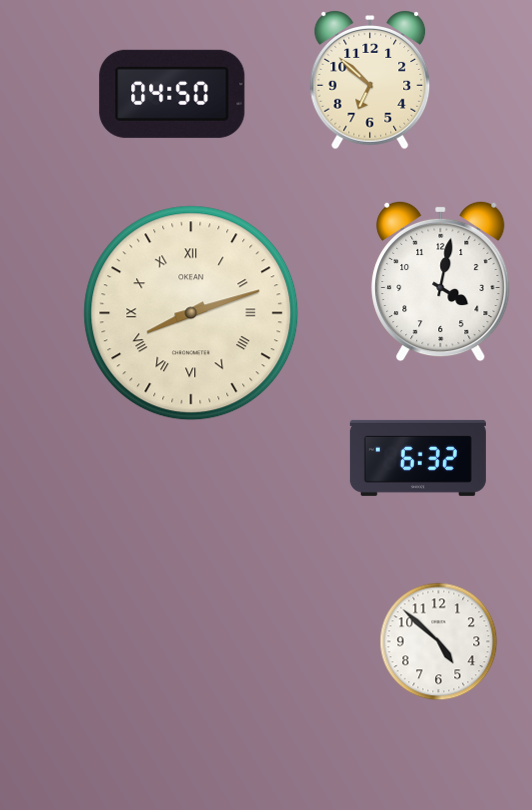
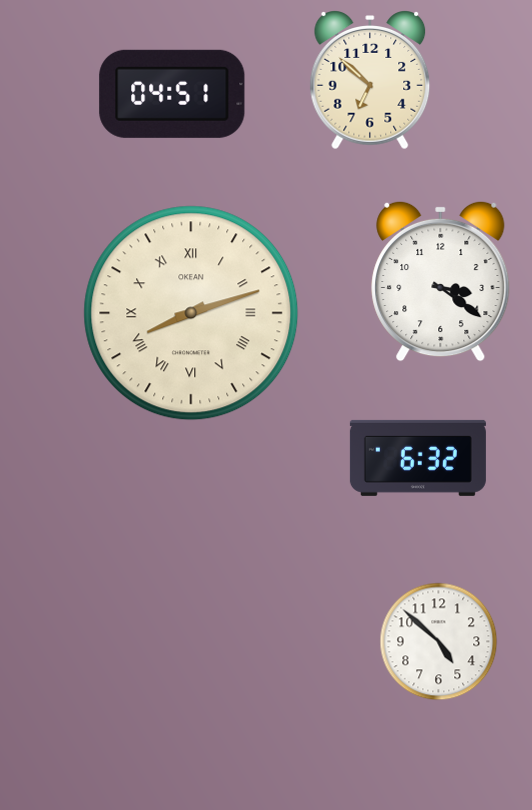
clock at (172, 94): 04:50 -> 04:51
clock at (441, 281): 4:02 -> 3:21
